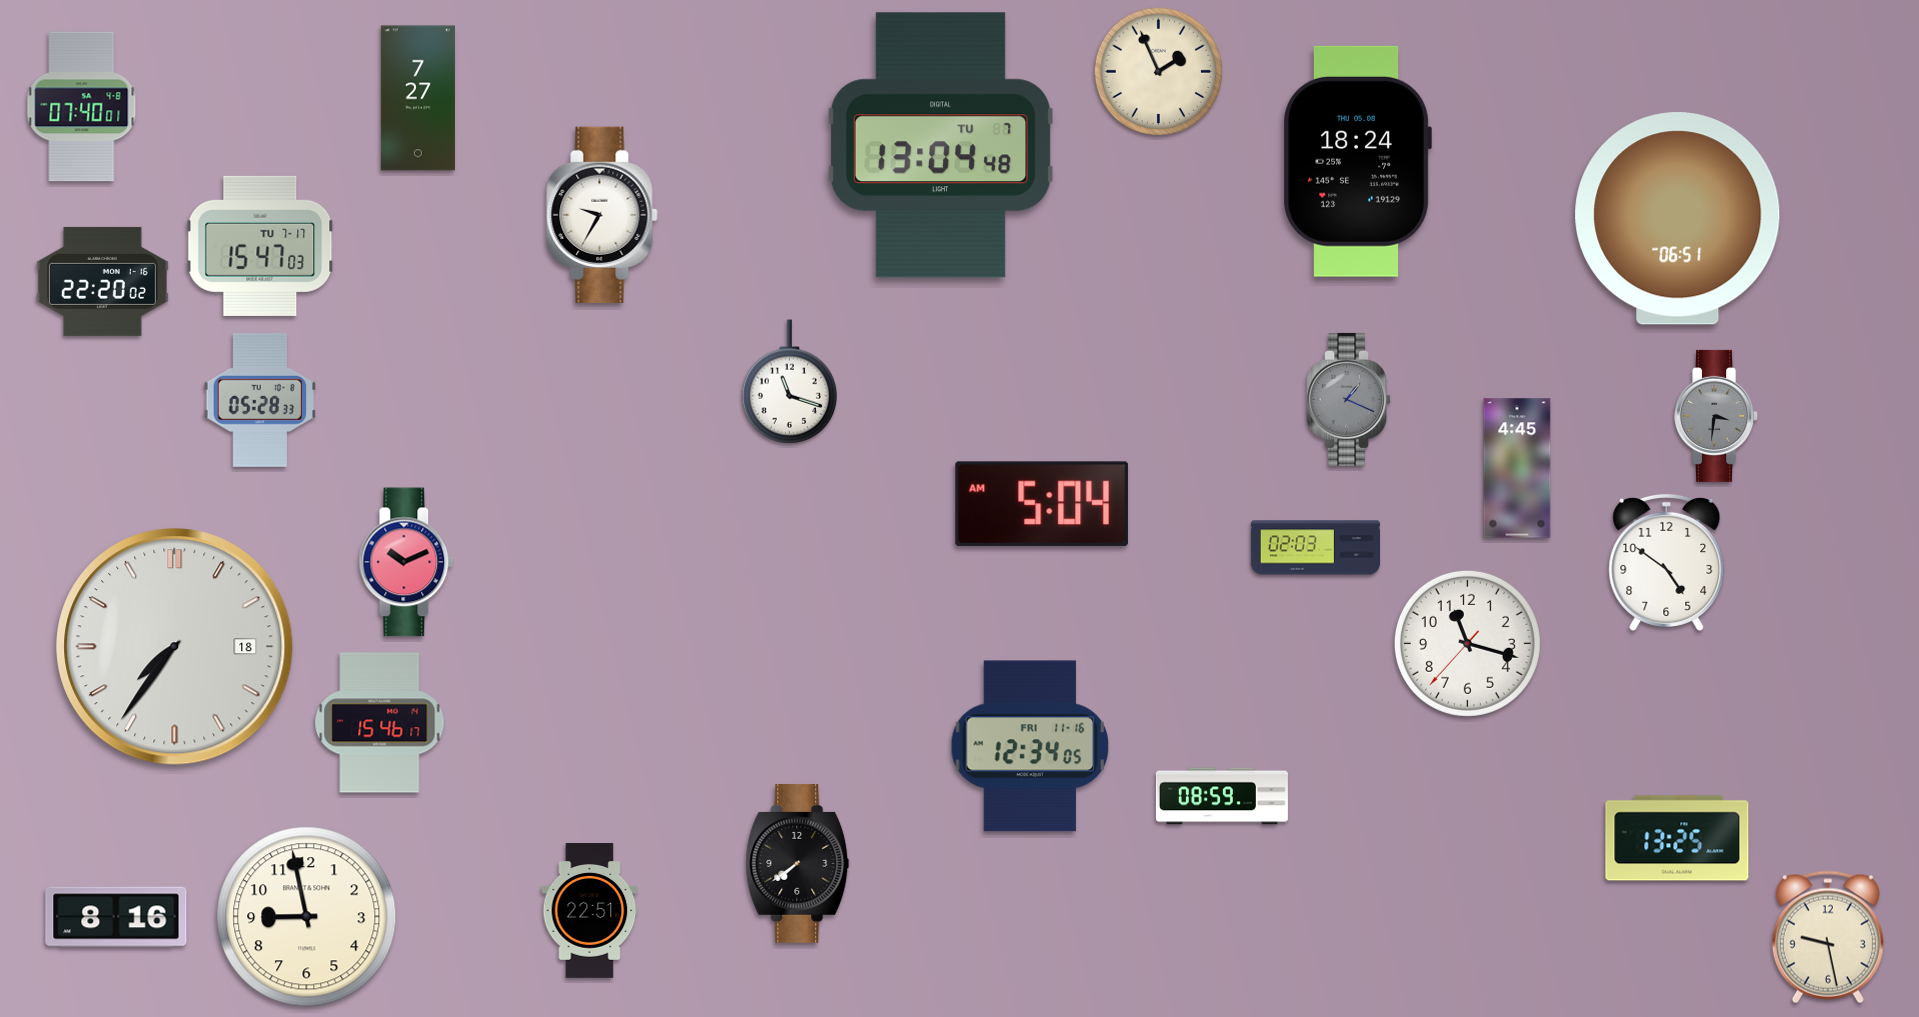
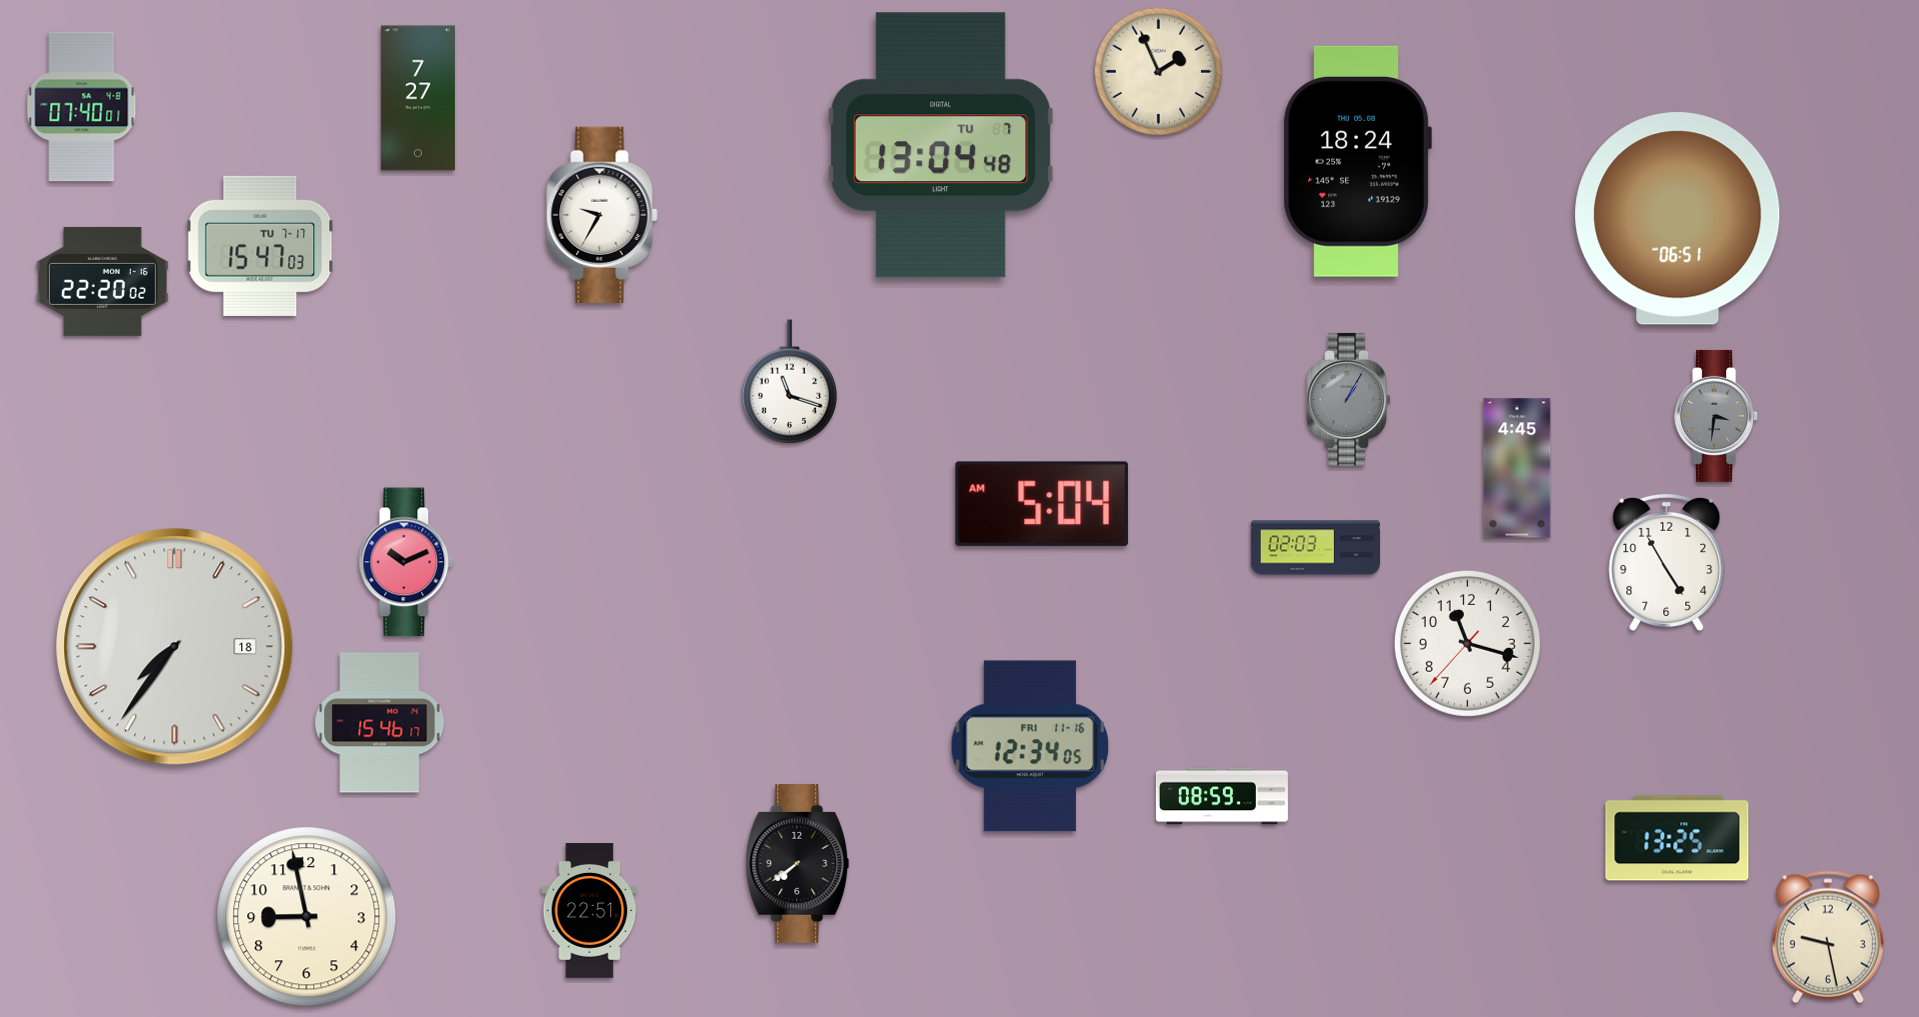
clock at (1349, 399): 1:19 -> 1:05
clock at (260, 400): 05:28 -> none
clock at (1667, 562): 4:51 -> 4:55
clock at (116, 917): 8:16 -> none
